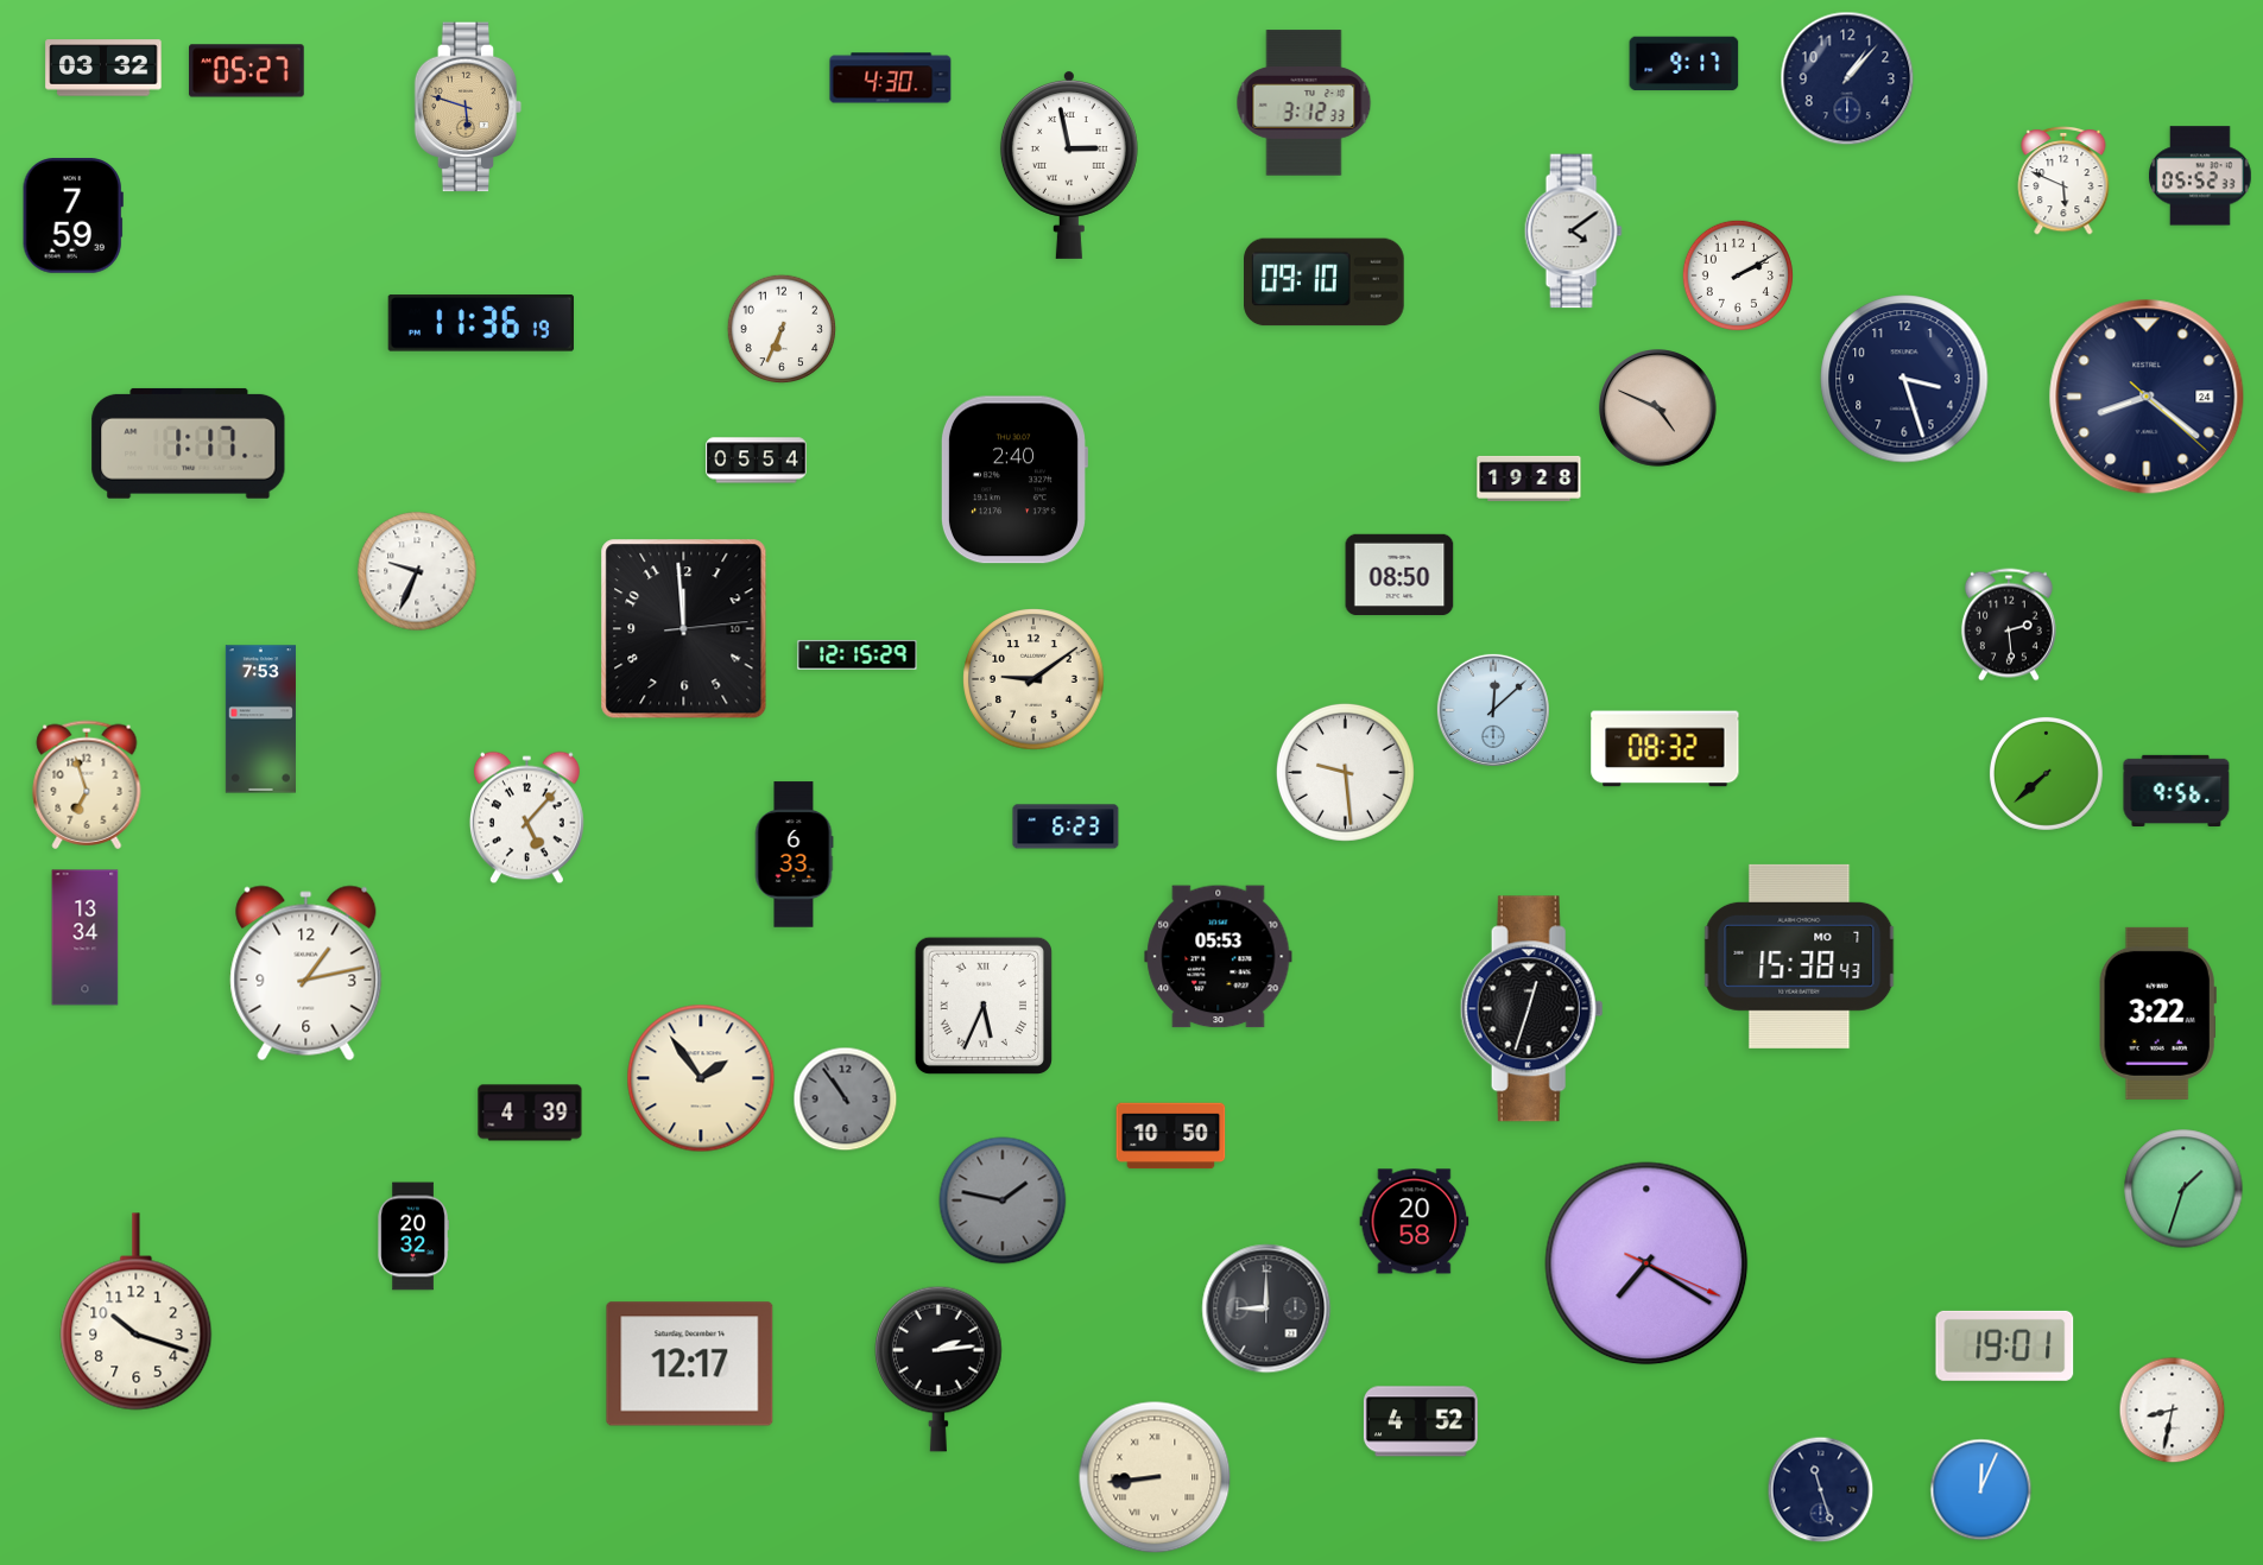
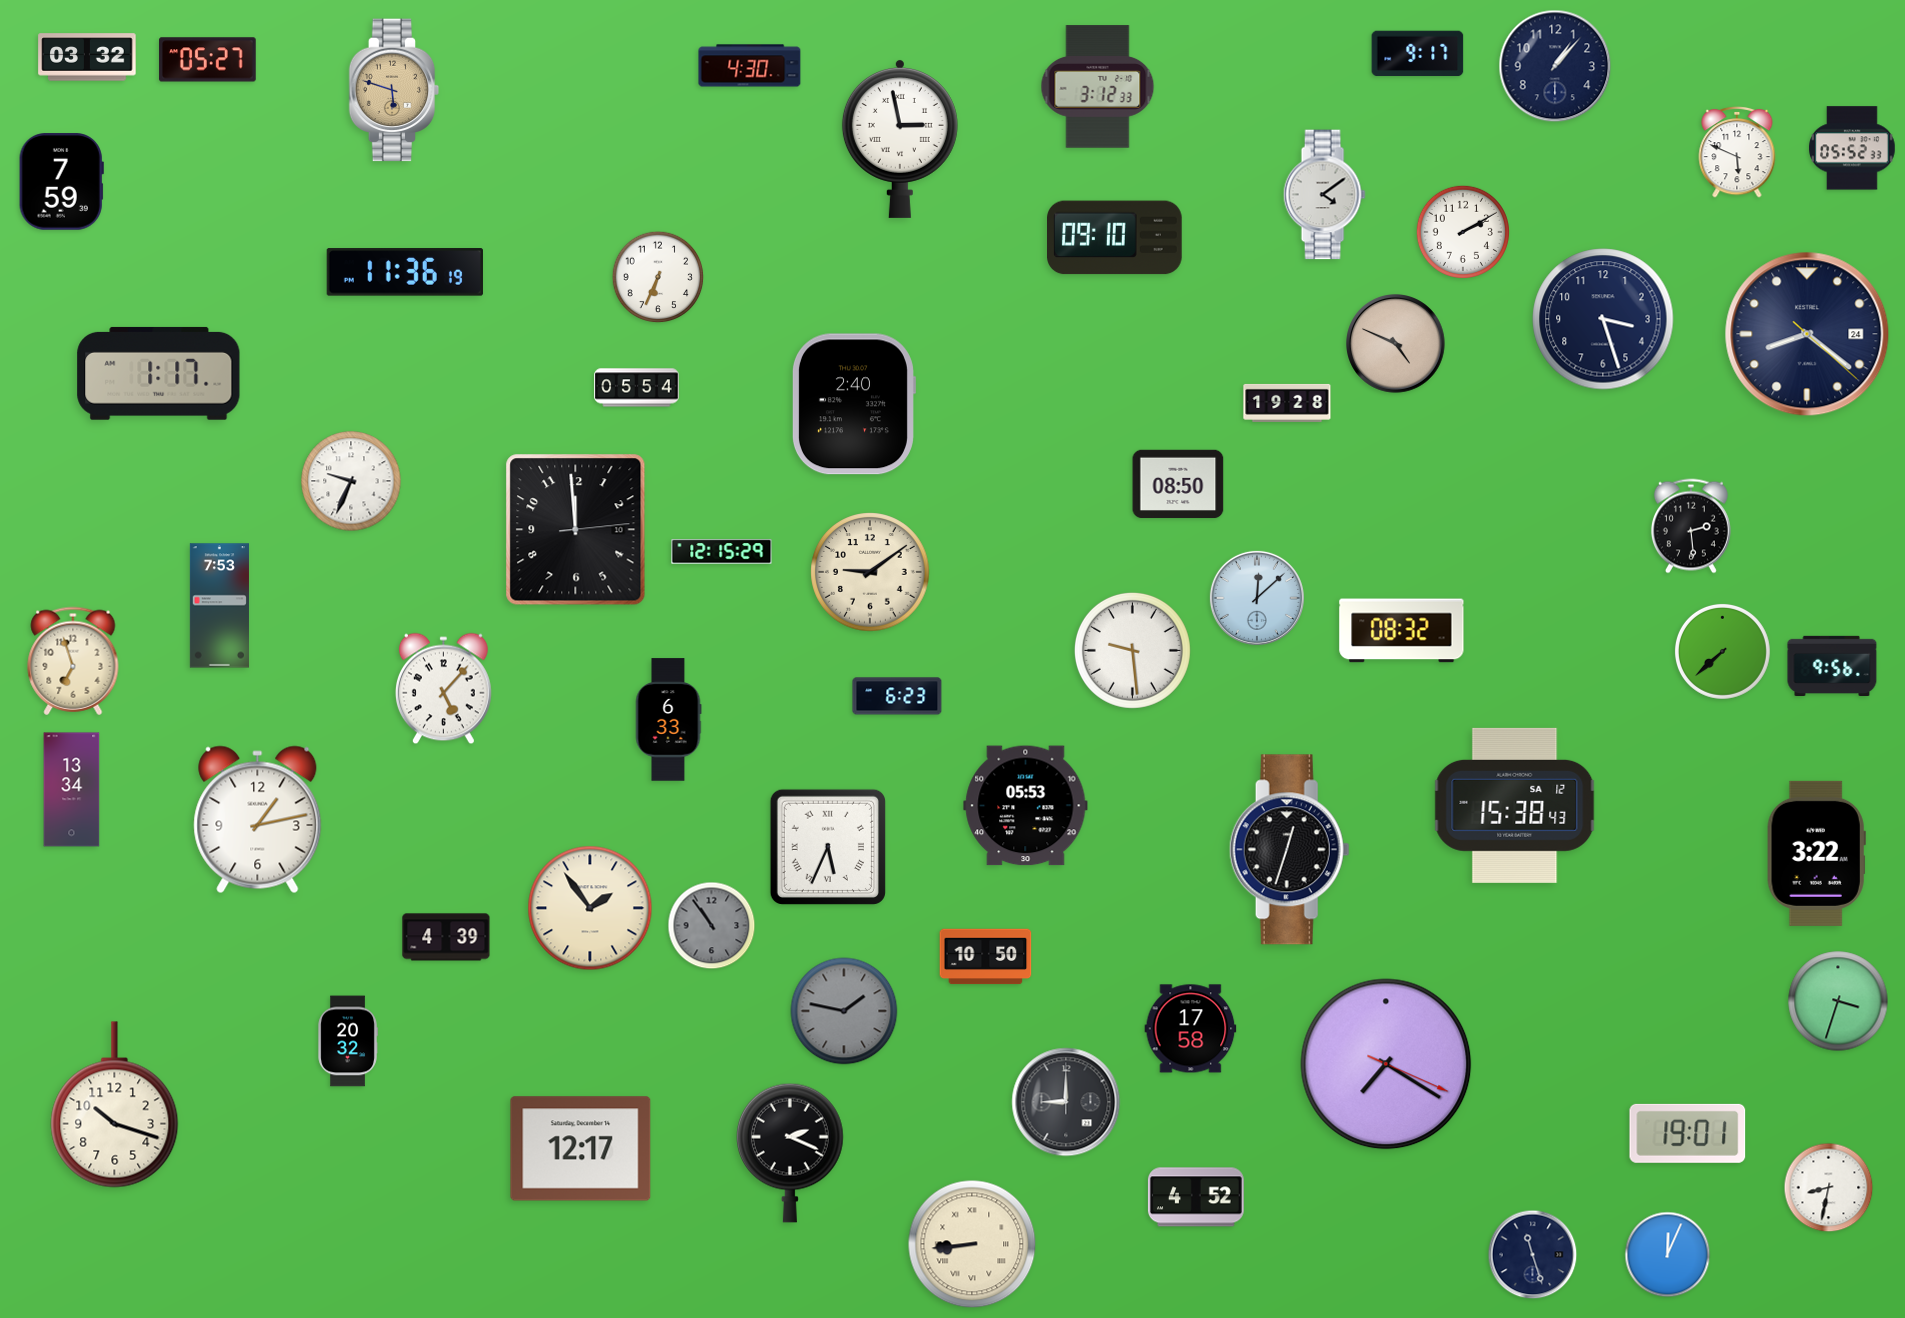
clock at (1800, 956) date: MO 7 -> SA 12
clock at (2183, 1189): 1:33 -> 3:33
clock at (1415, 1222): 20:58 -> 17:58
clock at (938, 1369): 2:14 -> 2:19
